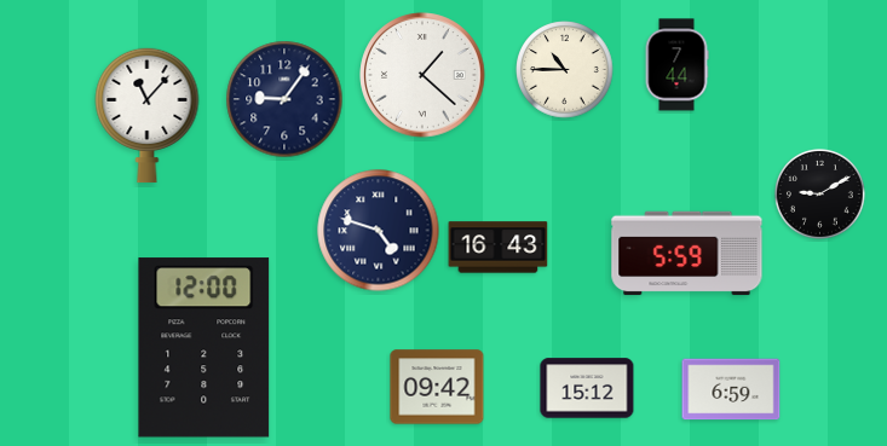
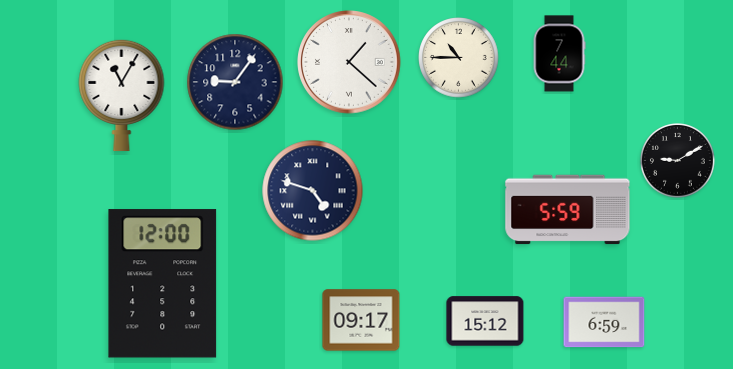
clock at (565, 70) position: (565, 70) -> (459, 58)
clock at (148, 115): 11:07 -> 11:05
clock at (499, 248): 16:43 -> none
clock at (205, 348) position: (205, 348) -> (163, 284)
clock at (437, 387): 09:42 -> 09:17
